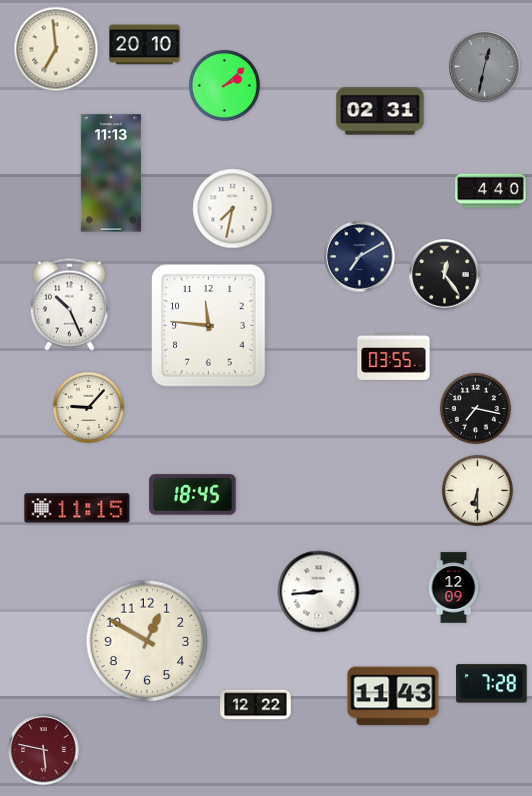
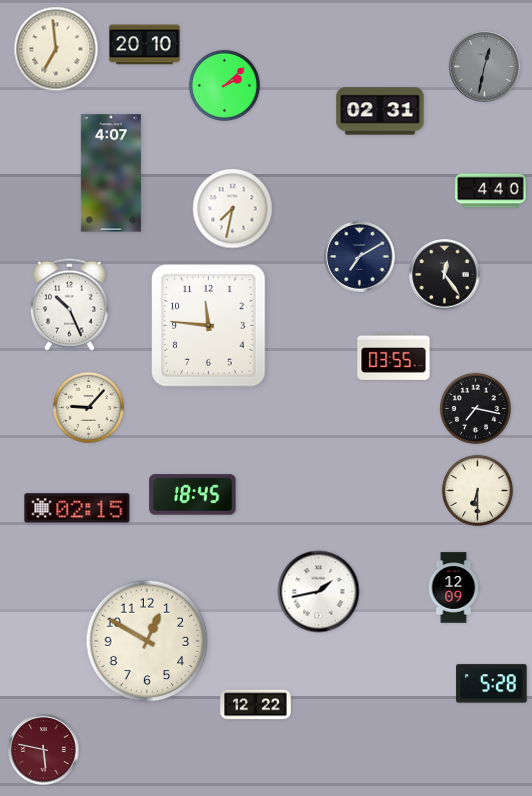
clock at (111, 173): 11:13 -> 4:07
clock at (77, 508): 11:15 -> 02:15
clock at (319, 592): 8:44 -> 1:43
clock at (492, 684): 7:28 -> 5:28
clock at (393, 696): 11:43 -> none
